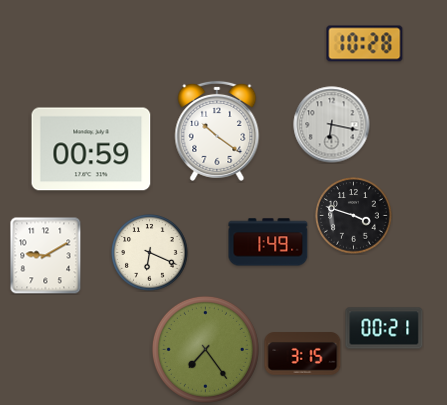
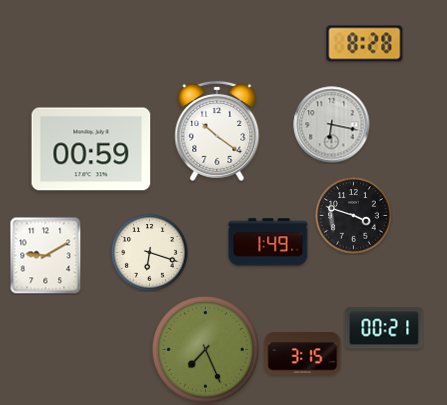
clock at (365, 44): 10:28 -> 8:28
clock at (150, 253): 6:19 -> 6:18
clock at (205, 349): 7:24 -> 7:26
